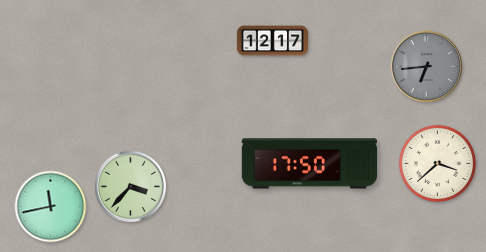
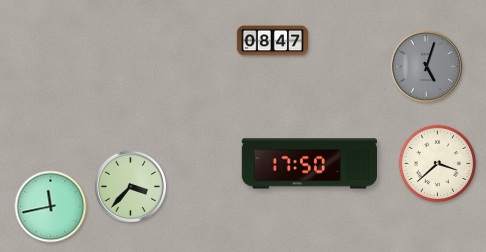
clock at (273, 41): 12:17 -> 08:47
clock at (427, 67): 6:44 -> 5:03
